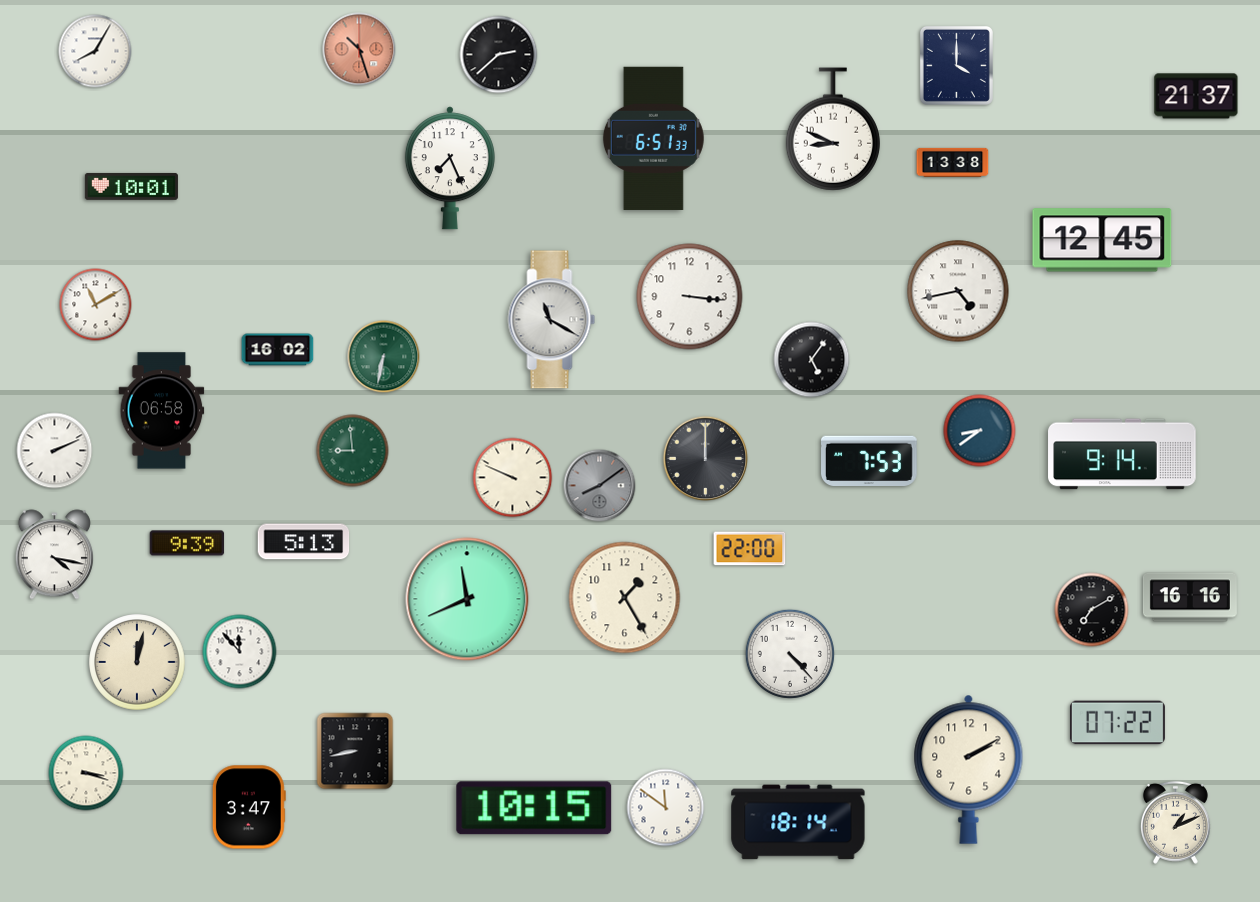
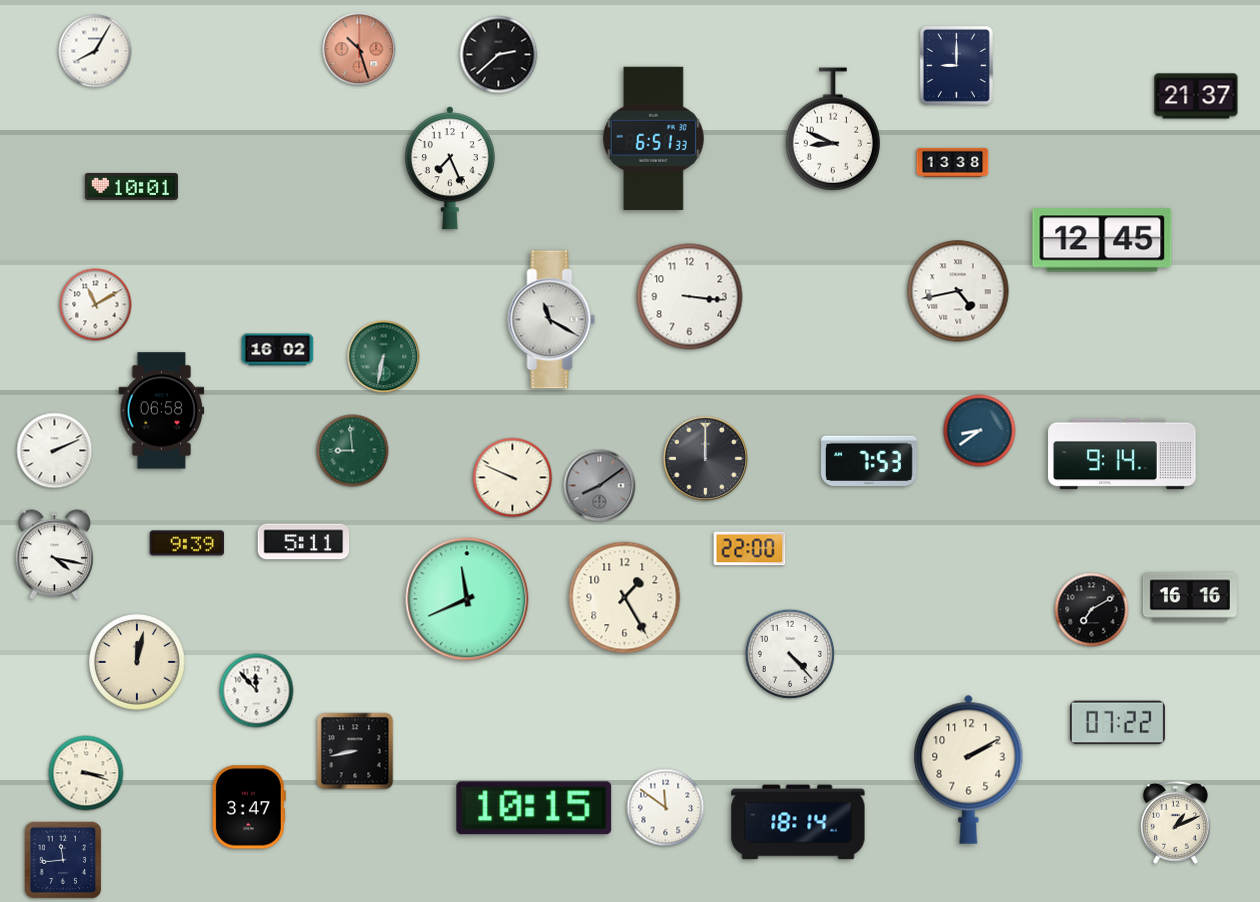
clock at (956, 65): 4:00 -> 9:00
clock at (812, 360): 5:06 -> none
clock at (304, 542): 5:13 -> 5:11
clock at (240, 652) position: (240, 652) -> (257, 691)
clock at (63, 860): none -> 11:44
